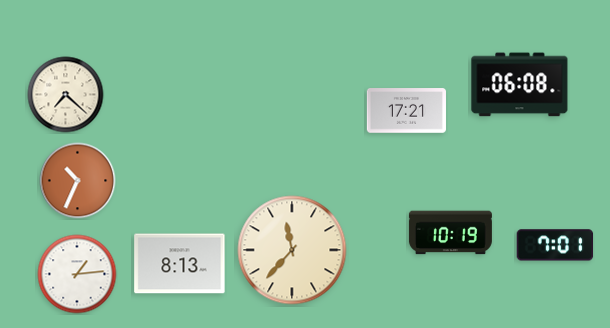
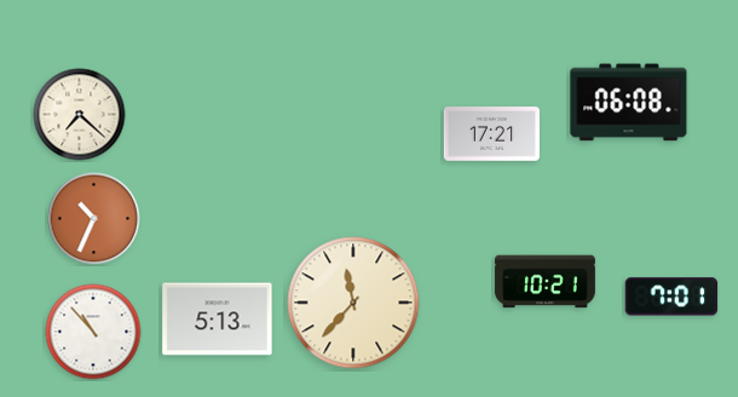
clock at (450, 233): 10:19 -> 10:21
clock at (180, 264): 8:13 -> 5:13
clock at (77, 274): 1:14 -> 10:53
